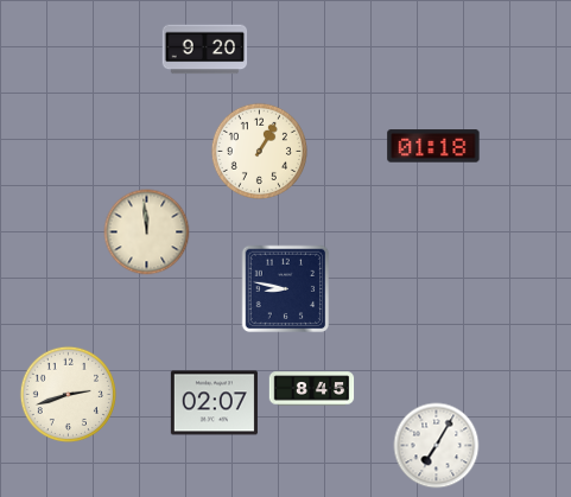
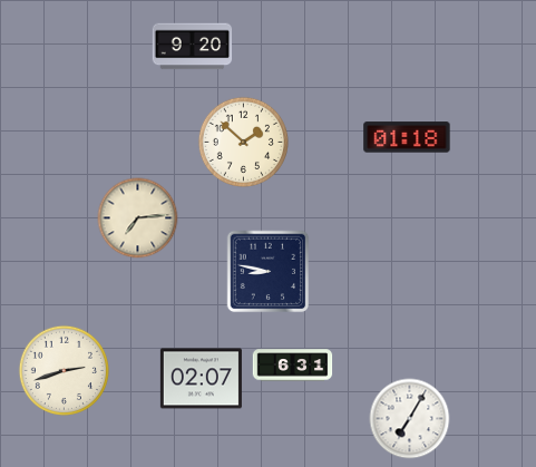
clock at (259, 151): 1:05 -> 1:52
clock at (147, 232): 11:59 -> 7:14
clock at (312, 389): 8:45 -> 6:31
